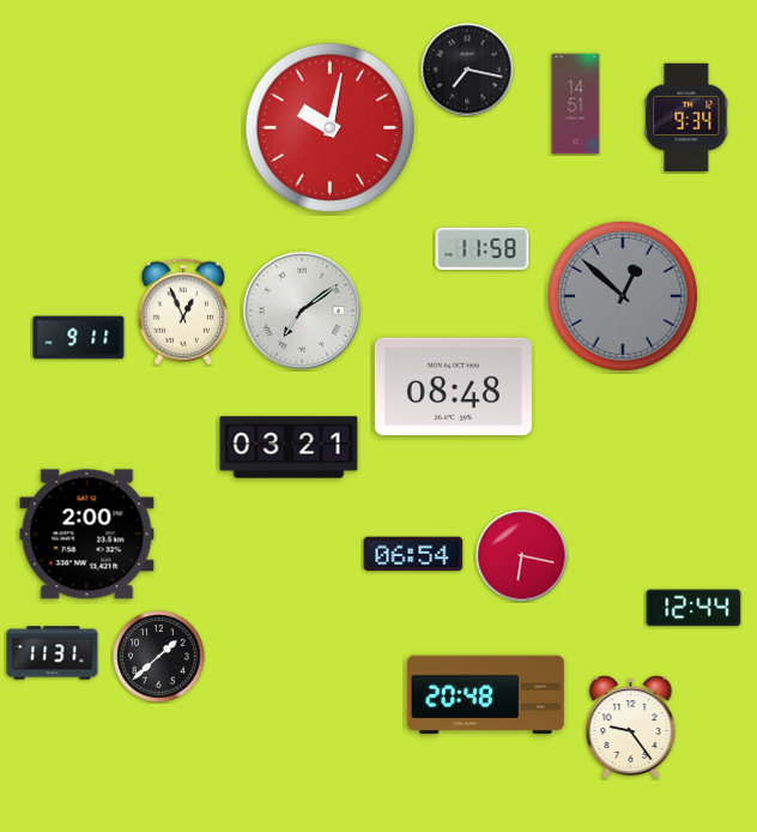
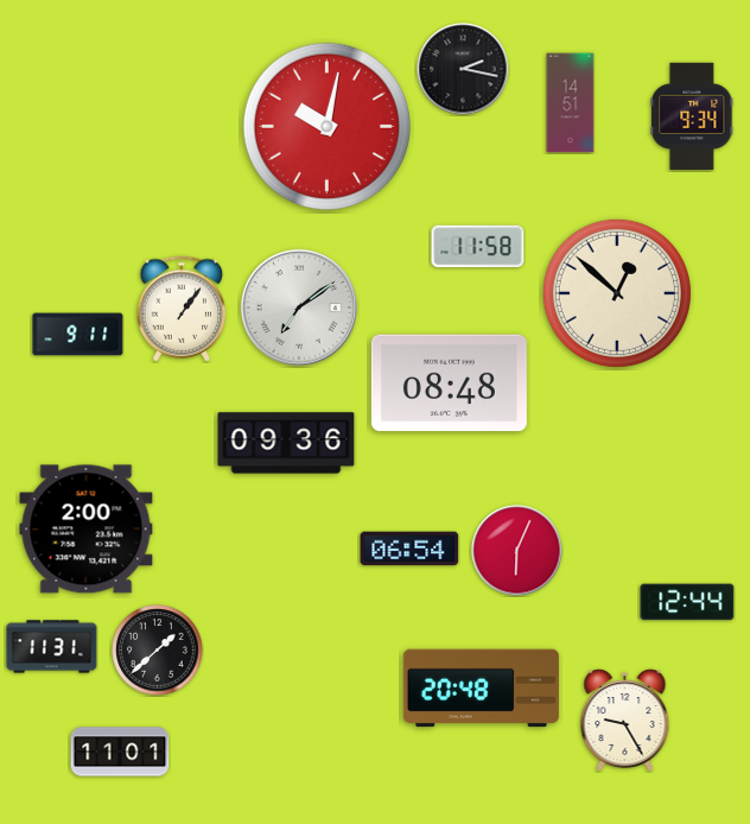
clock at (467, 70): 7:17 -> 2:17
clock at (686, 117) position: (686, 117) -> (692, 116)
clock at (623, 296) dial: grey -> cream
clock at (183, 312): 12:56 -> 1:06
clock at (289, 447): 03:21 -> 09:36
clock at (522, 556): 6:17 -> 6:04
clock at (631, 728): 9:24 -> 9:25
clock at (120, 752): none -> 11:01
